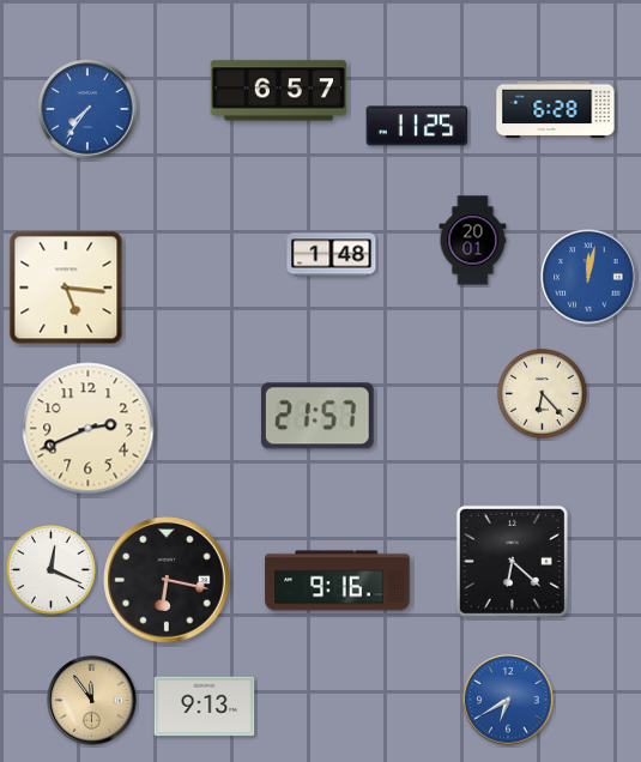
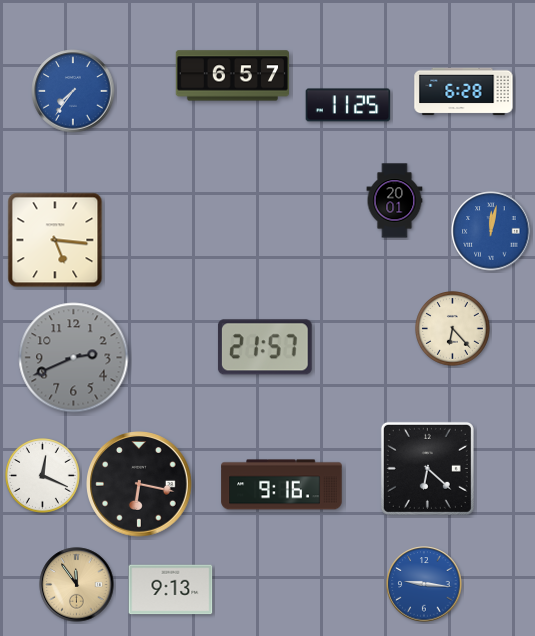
clock at (332, 255): 1:48 -> none
clock at (89, 429) dial: cream -> grey
clock at (508, 700): 6:40 -> 9:16
